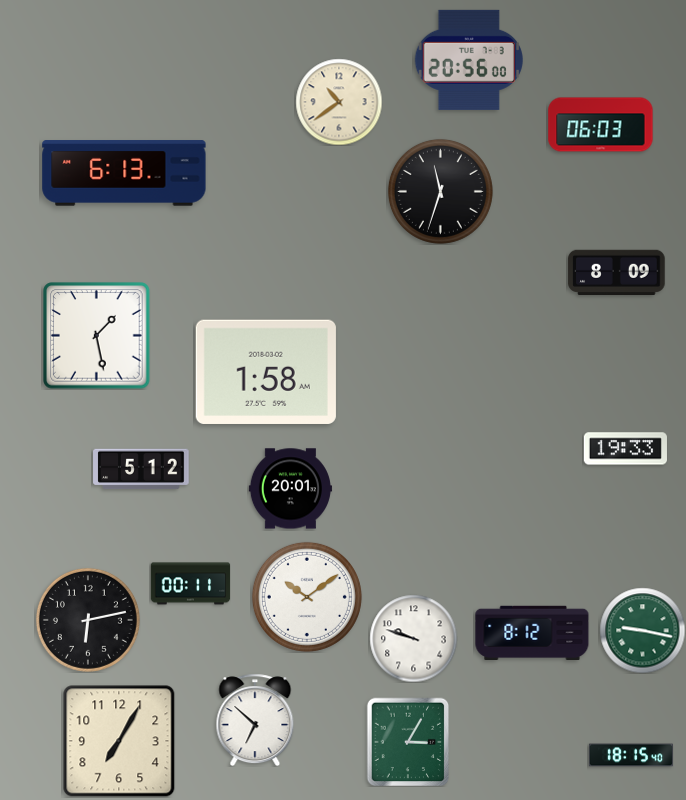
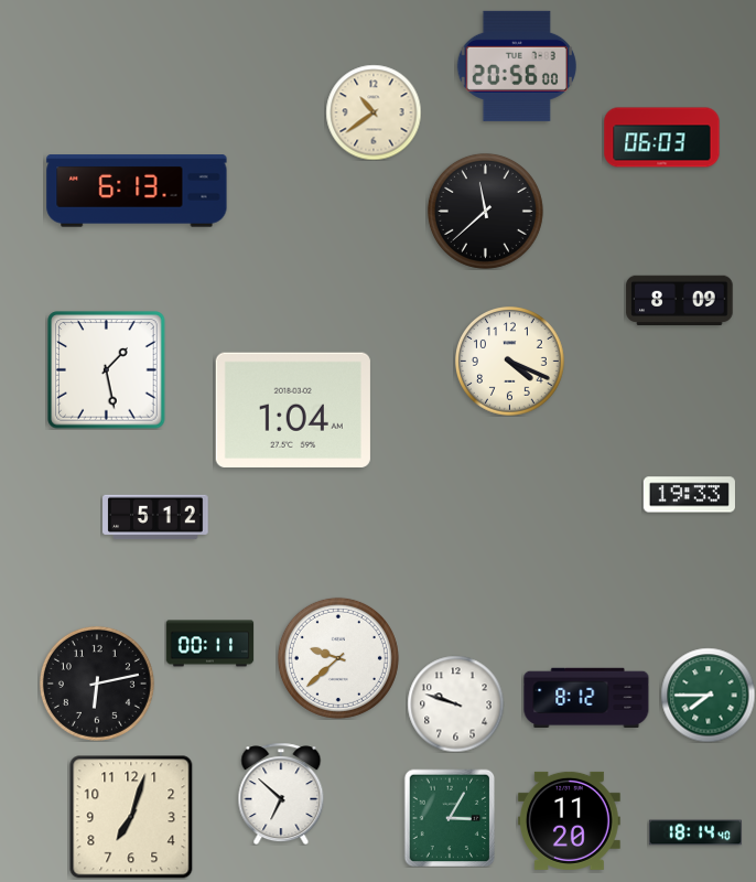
clock at (440, 191): 11:33 -> 11:38
clock at (510, 362): none -> 4:19
clock at (266, 371): 1:58 -> 1:04
clock at (290, 489): 20:01 -> none
clock at (307, 597): 10:09 -> 9:38
clock at (642, 630): 9:17 -> 7:45
clock at (119, 741): 7:05 -> 7:03
clock at (569, 820): none -> 11:20
clock at (631, 755): 18:15 -> 18:14
